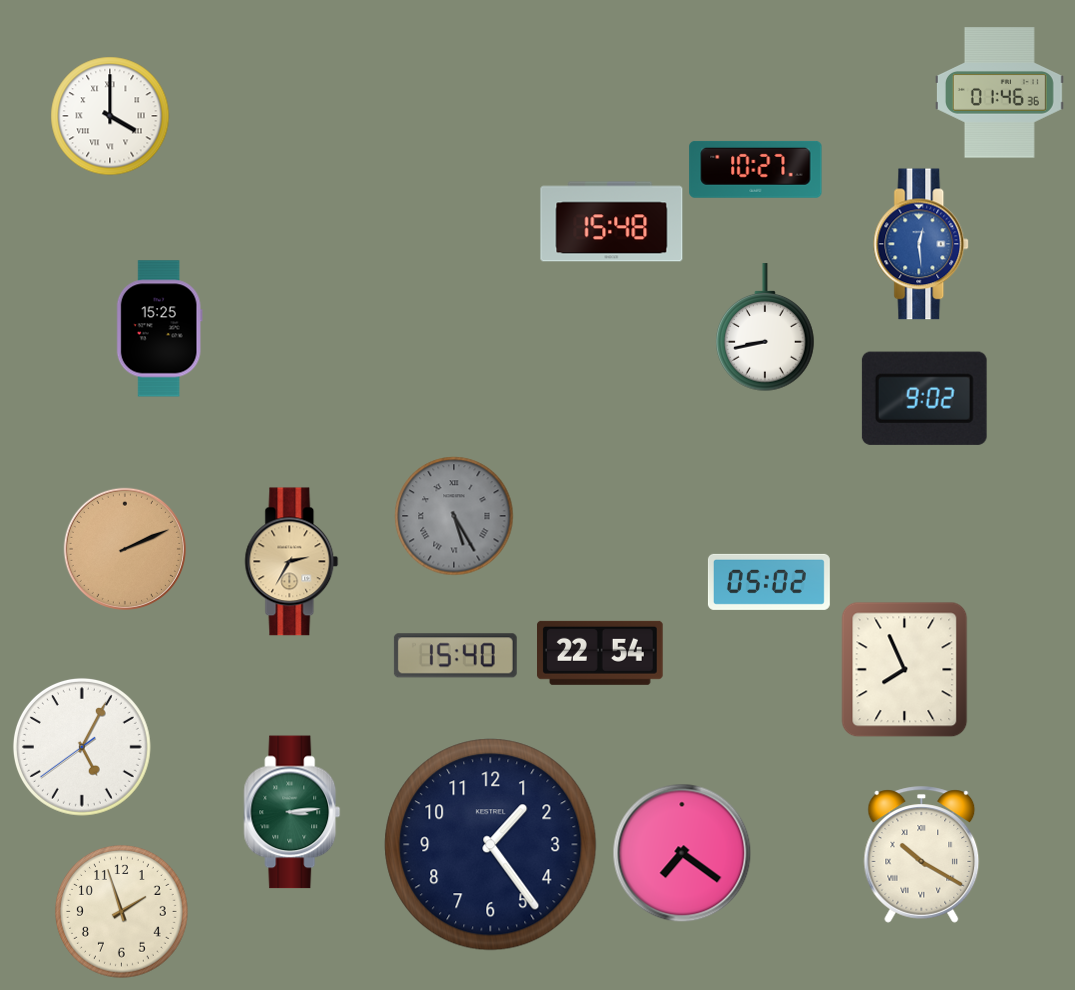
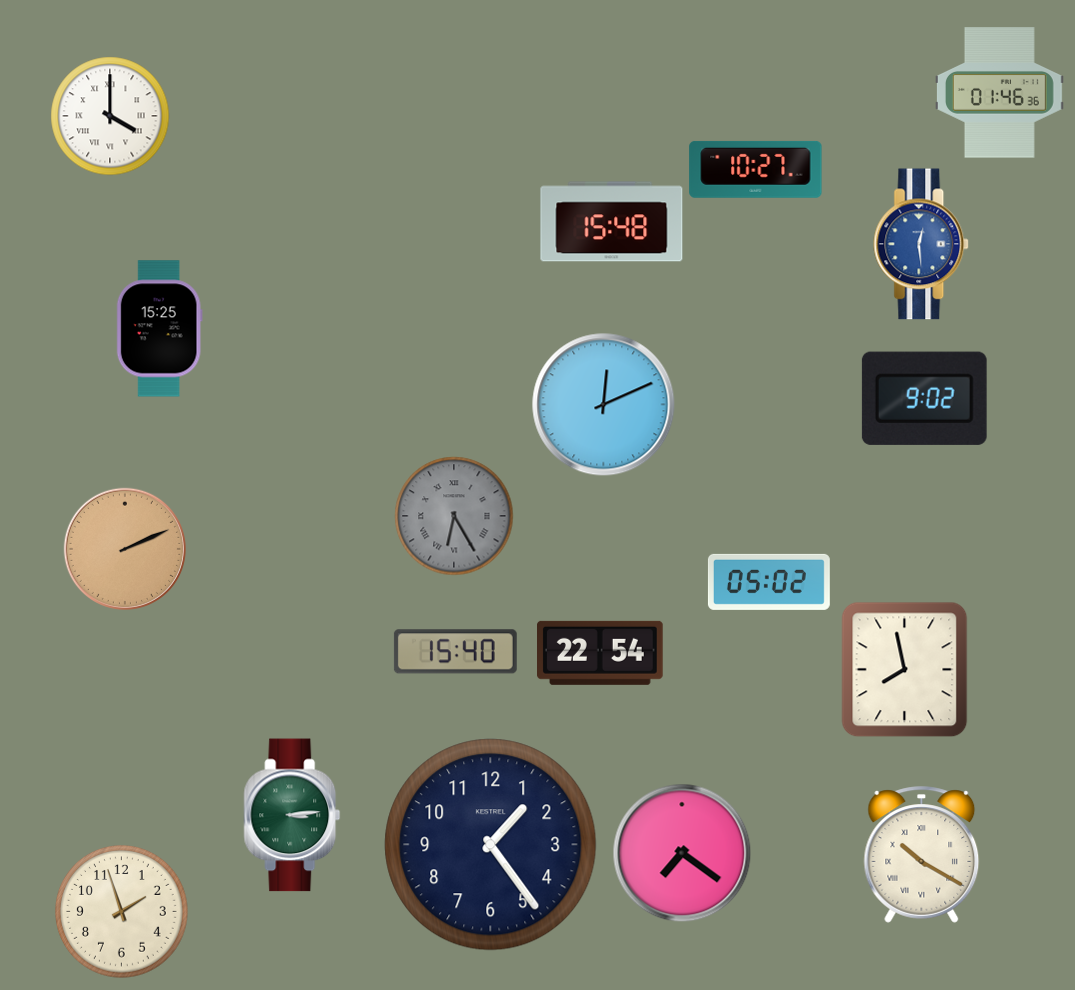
clock at (765, 328): 8:43 -> none
clock at (604, 405): none -> 12:11
clock at (454, 516): 5:25 -> 6:25
clock at (292, 562): 2:35 -> none
clock at (455, 656) position: (455, 656) -> (455, 652)
clock at (905, 670): 7:56 -> 7:58
clock at (82, 747): 5:04 -> none
clock at (292, 812) position: (292, 812) -> (292, 815)
